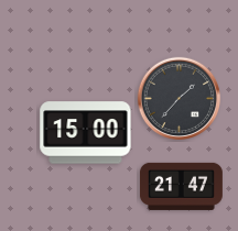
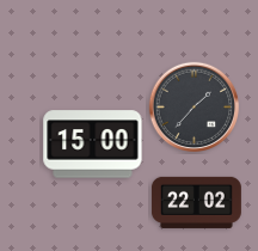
clock at (181, 186): 21:47 -> 22:02
